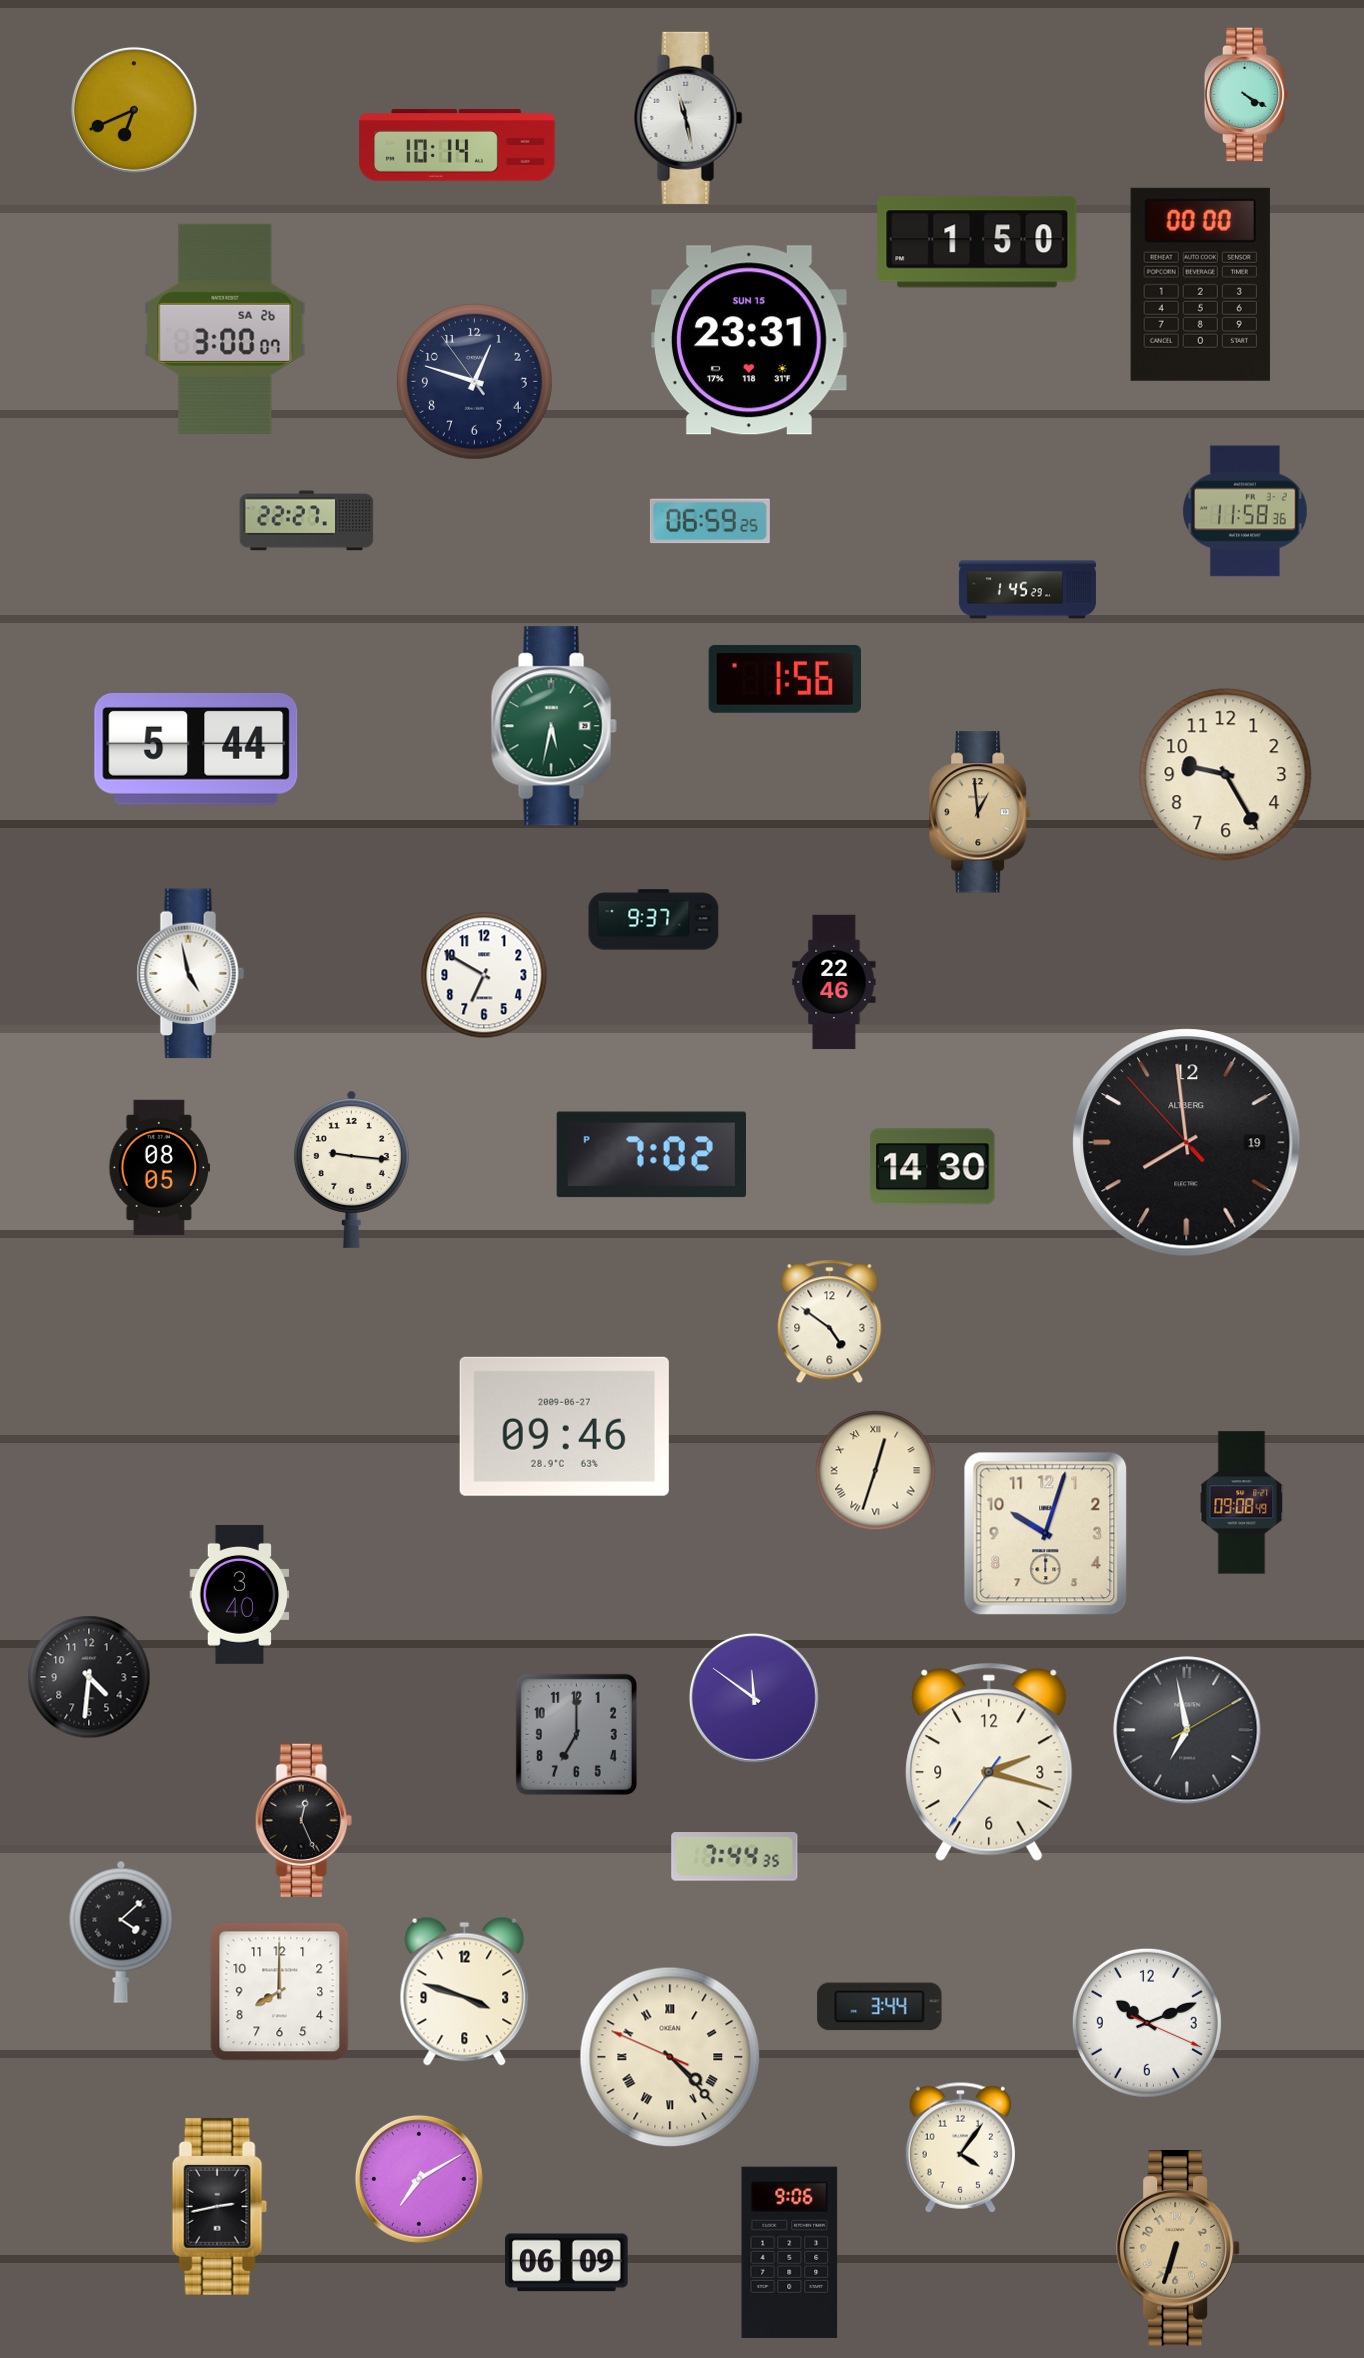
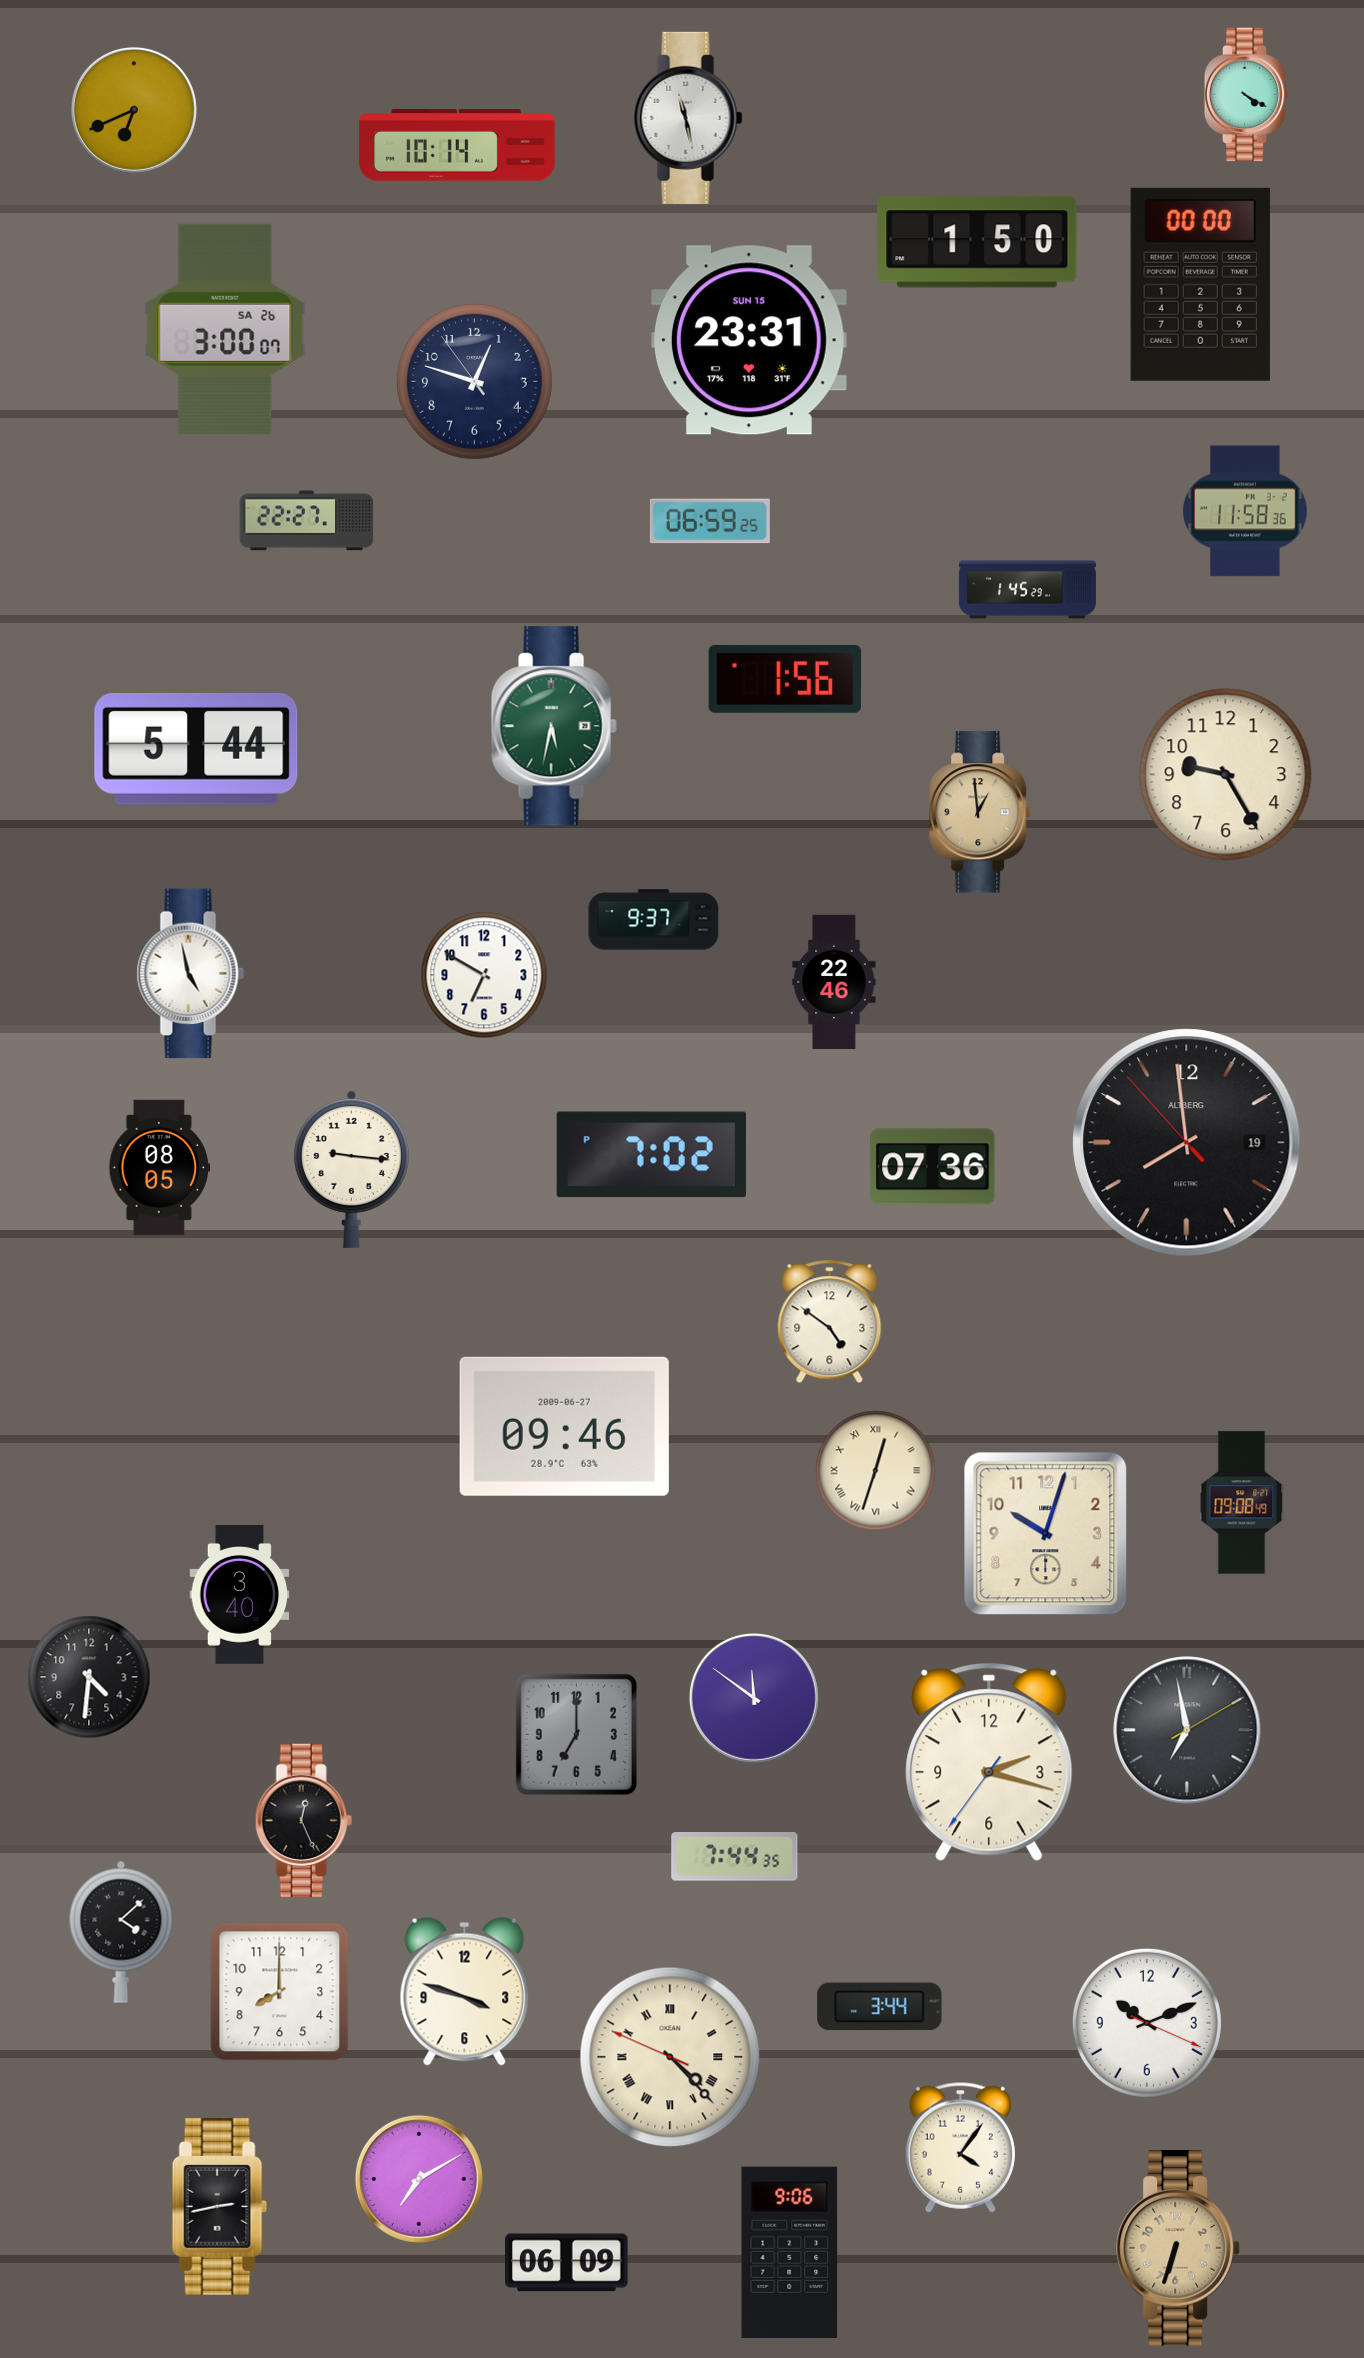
clock at (933, 1167): 14:30 -> 07:36
